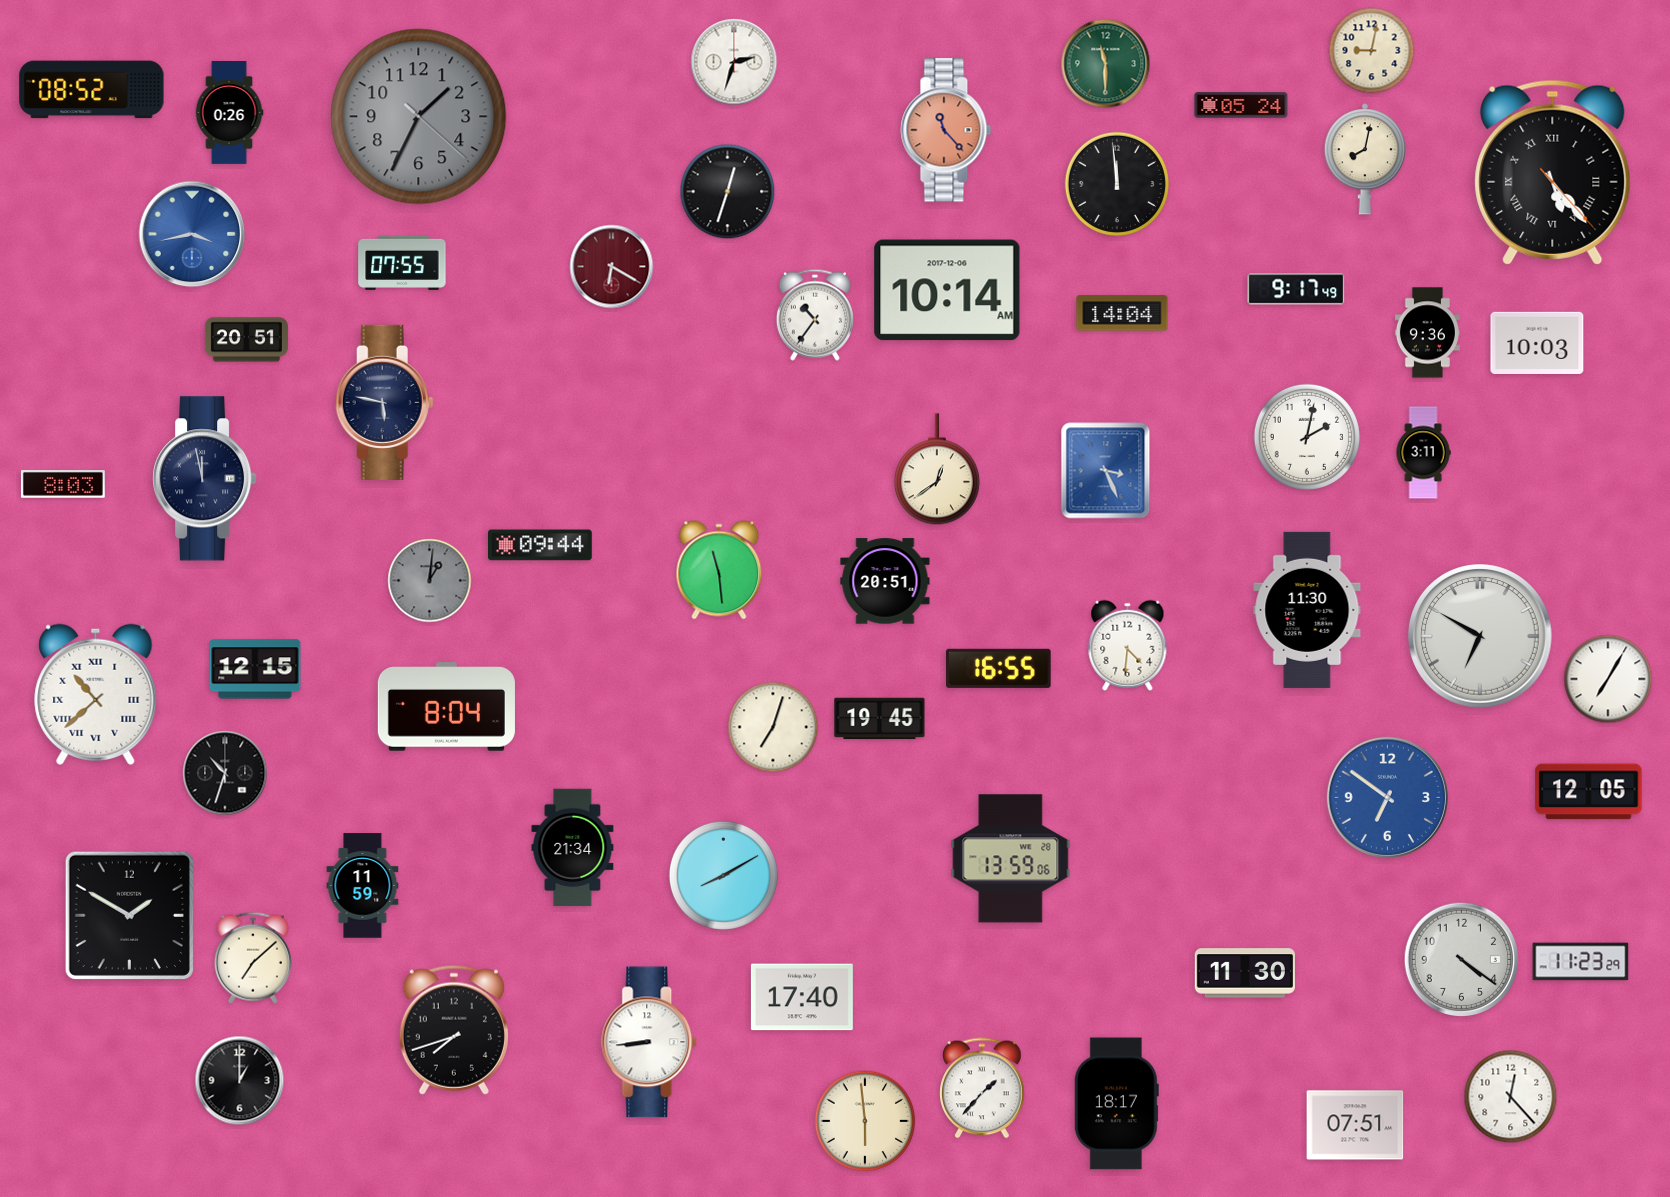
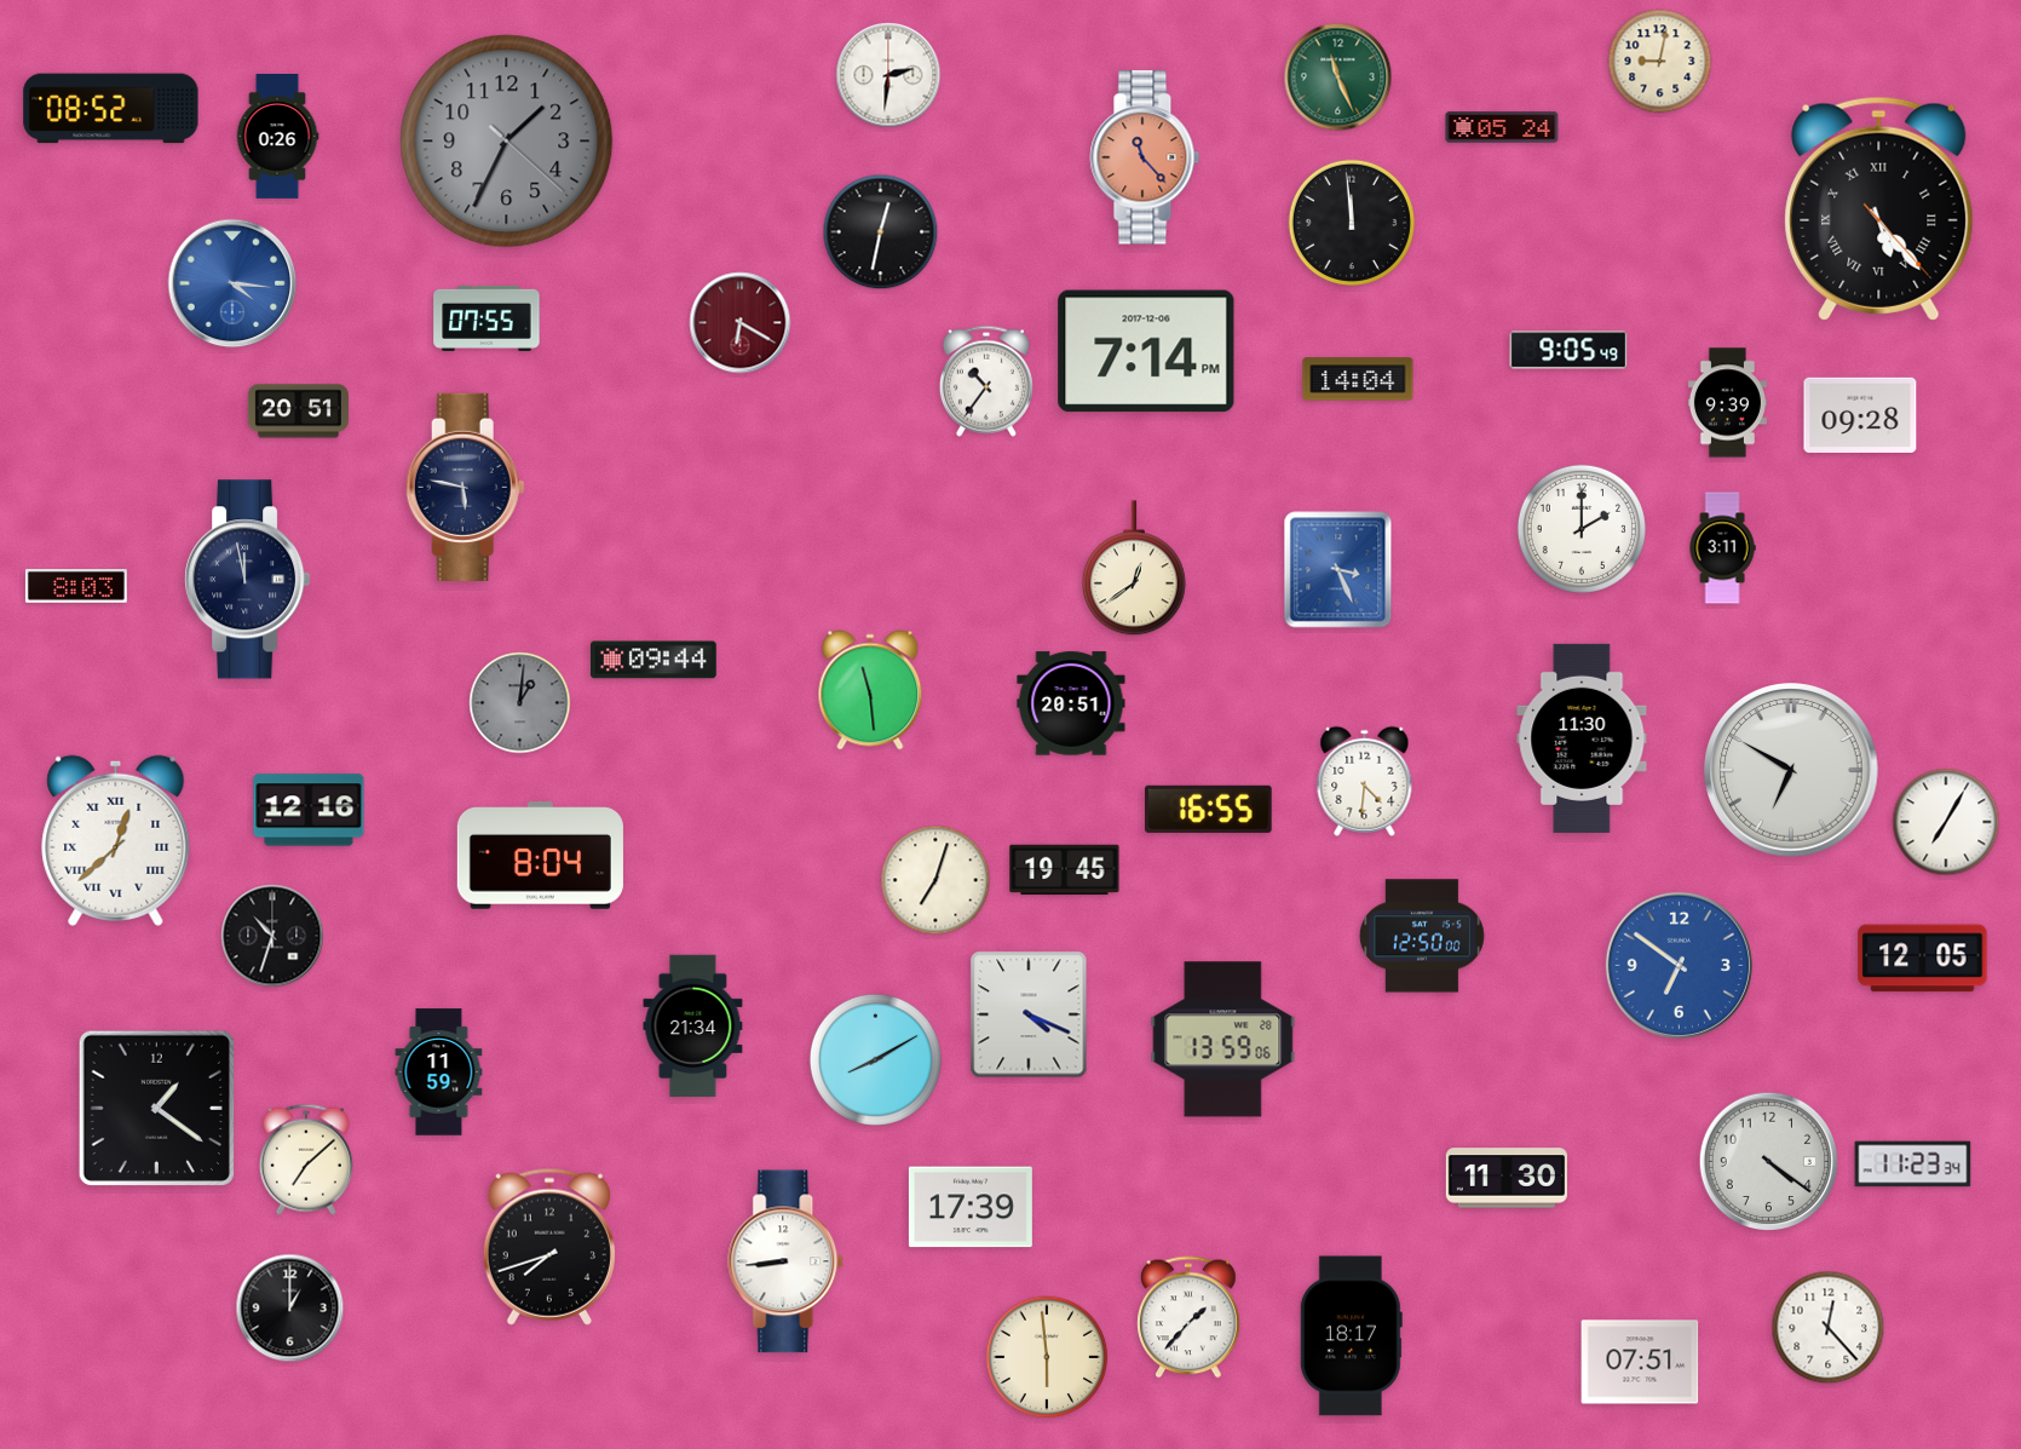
clock at (734, 62): 2:33 -> 2:31
clock at (1106, 64): 11:30 -> 11:26
clock at (1364, 159): 8:02 -> none
clock at (728, 192): 12:33 -> 12:32
clock at (192, 234): 3:43 -> 4:16
clock at (1296, 289): 9:17 -> 9:05
clock at (947, 290): 10:14 -> 7:14
clock at (1427, 333): 9:36 -> 9:39
clock at (1537, 343): 10:03 -> 09:28
clock at (1307, 437): 2:02 -> 2:00
clock at (255, 669): 12:15 -> 12:16
clock at (96, 694): 10:38 -> 12:38
clock at (1422, 936): none -> 12:50
clock at (1029, 1014): none -> 4:19
clock at (129, 915): 1:50 -> 1:21
clock at (1581, 962): 11:23:29 -> 11:23:34
clock at (802, 997): 17:40 -> 17:39
